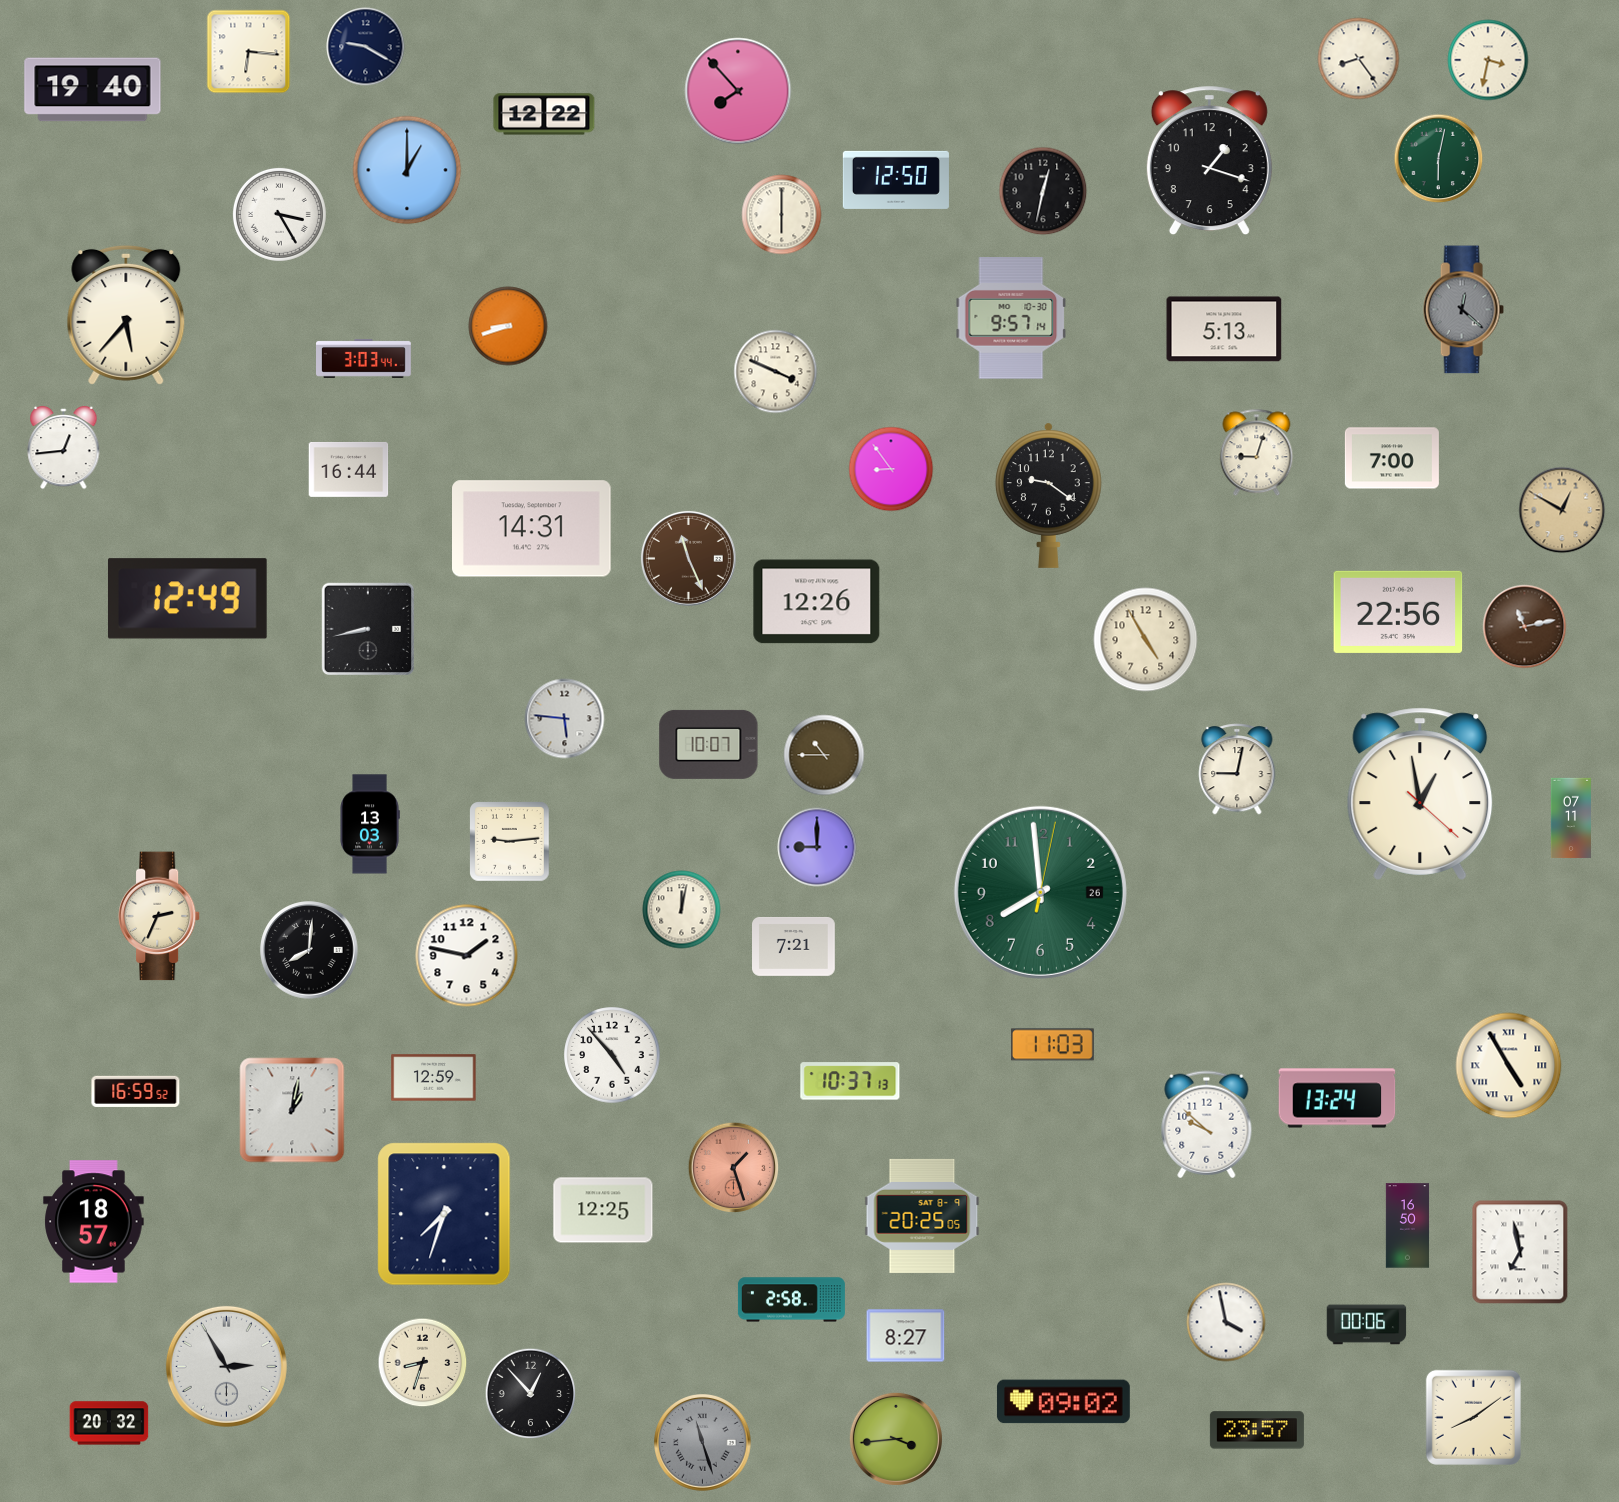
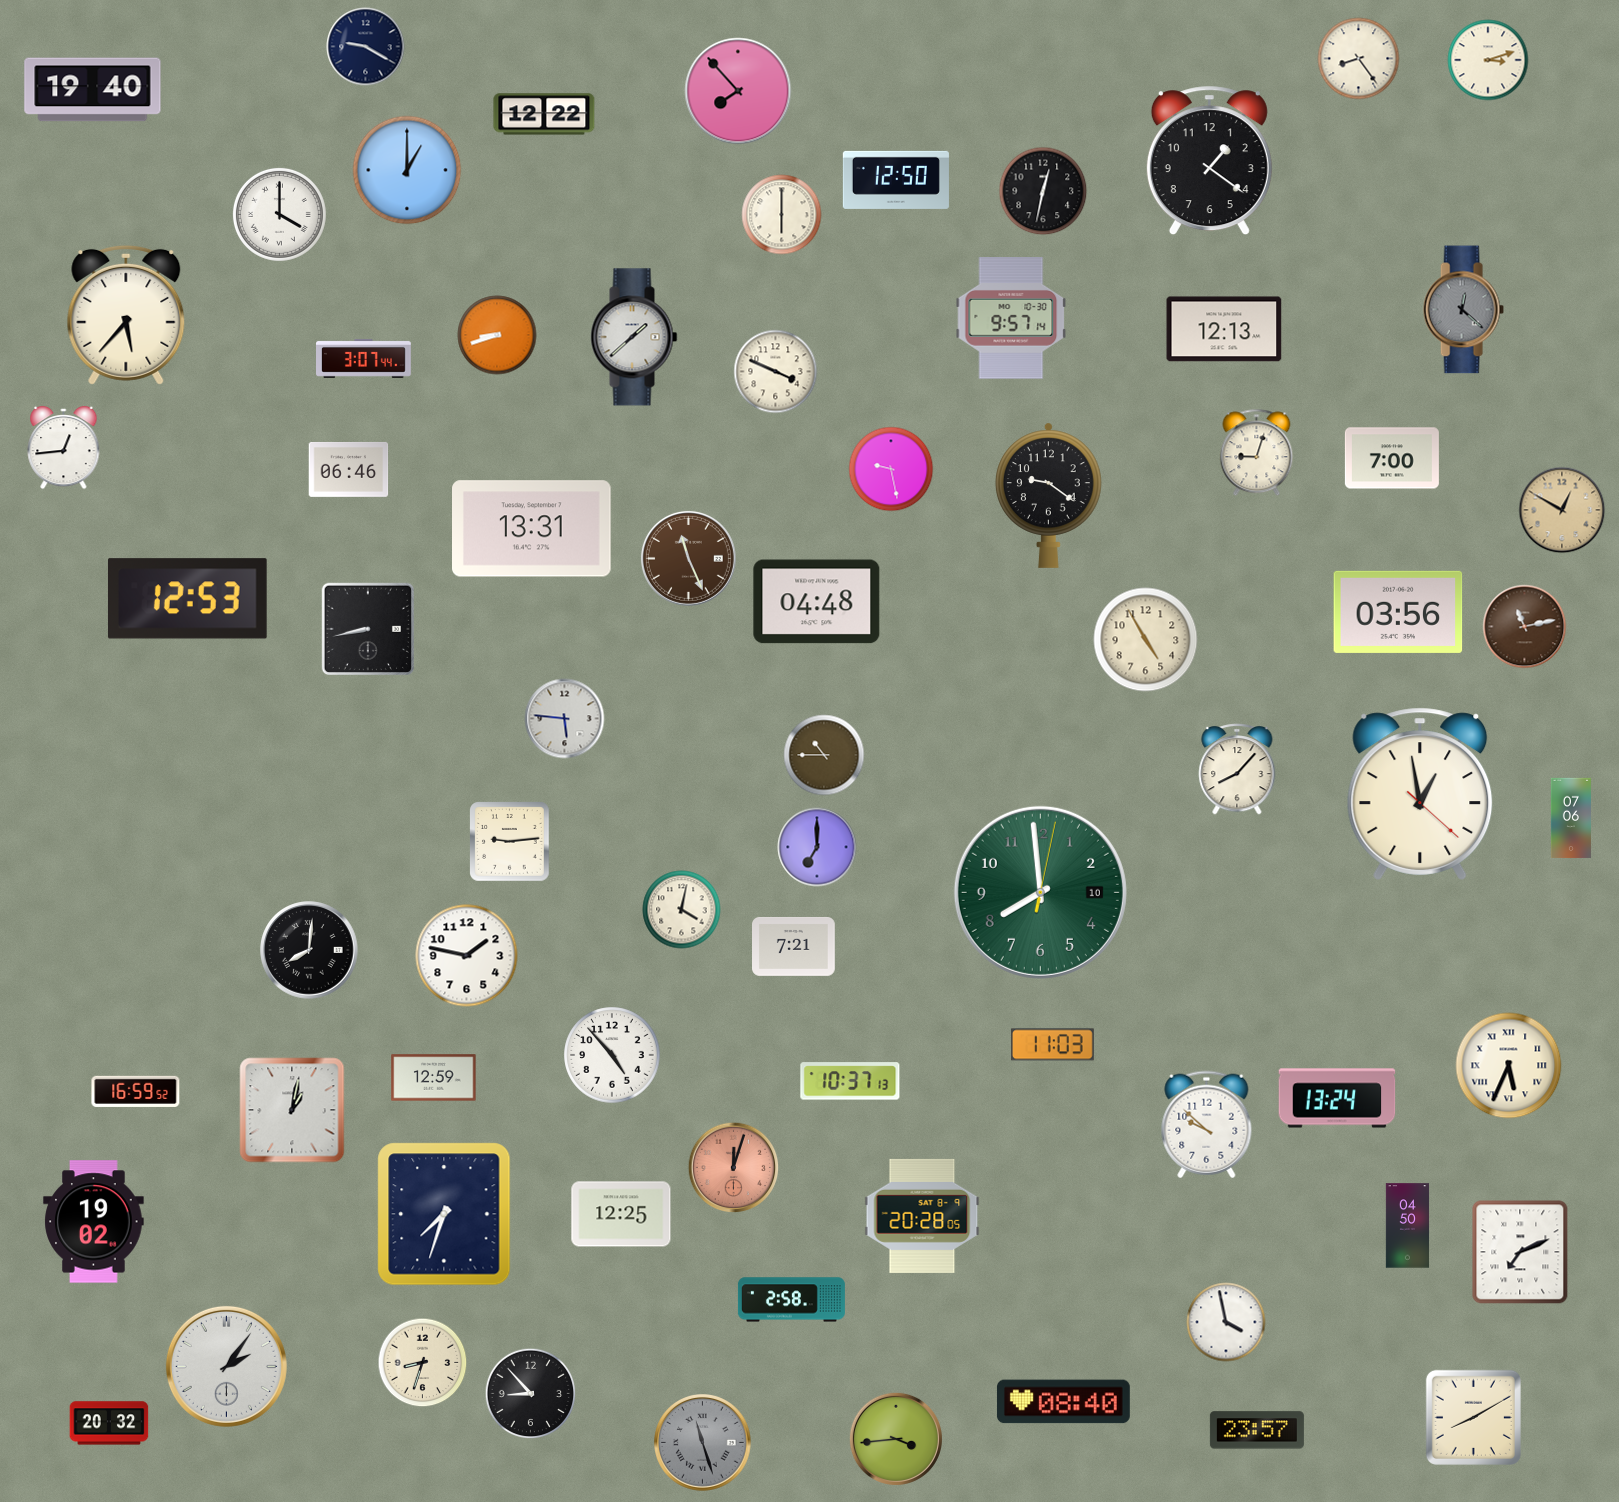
clock at (249, 52): 6:16 -> none
clock at (1488, 60): 3:32 -> 3:12
clock at (1439, 159): 6:02 -> none
clock at (1209, 161): 1:18 -> 1:21
clock at (279, 214): 3:25 -> 4:00
clock at (508, 326) position: (508, 326) -> (497, 335)
clock at (1224, 329): 5:13 -> 12:13
clock at (634, 337): none -> 1:38
clock at (364, 358): 3:03 -> 3:07
clock at (349, 469): 16:44 -> 06:46
clock at (891, 469): 8:54 -> 9:28
clock at (532, 529): 14:31 -> 13:31
clock at (187, 599): 12:49 -> 12:53
clock at (817, 602): 12:26 -> 04:48
clock at (1398, 612): 22:56 -> 03:56
clock at (709, 744): 10:07 -> none
clock at (1237, 770): 9:02 -> 8:07
clock at (1571, 818): 07:11 -> 07:06
clock at (370, 824): 13:03 -> none
clock at (817, 847): 9:00 -> 7:00
clock at (1040, 892) date: 26 -> 10
clock at (682, 910): 12:02 -> 4:02
clock at (159, 916): 2:34 -> none
clock at (1509, 1066): 4:55 -> 5:34
clock at (734, 1168): 1:27 -> 12:03
clock at (603, 1210) position: (603, 1210) -> (621, 1214)
clock at (922, 1216): 20:25 -> 20:28
clock at (94, 1222): 18:57 -> 19:02
clock at (1408, 1226): 16:50 -> 04:50
clock at (1520, 1252): 6:58 -> 7:11
clock at (1367, 1325): 00:06 -> none
clock at (906, 1336): 8:27 -> none
clock at (226, 1366): 2:55 -> 2:06
clock at (531, 1394): 12:53 -> 8:53
clock at (1063, 1402): 09:02 -> 08:40
clock at (1473, 1417): 8:09 -> 8:10
